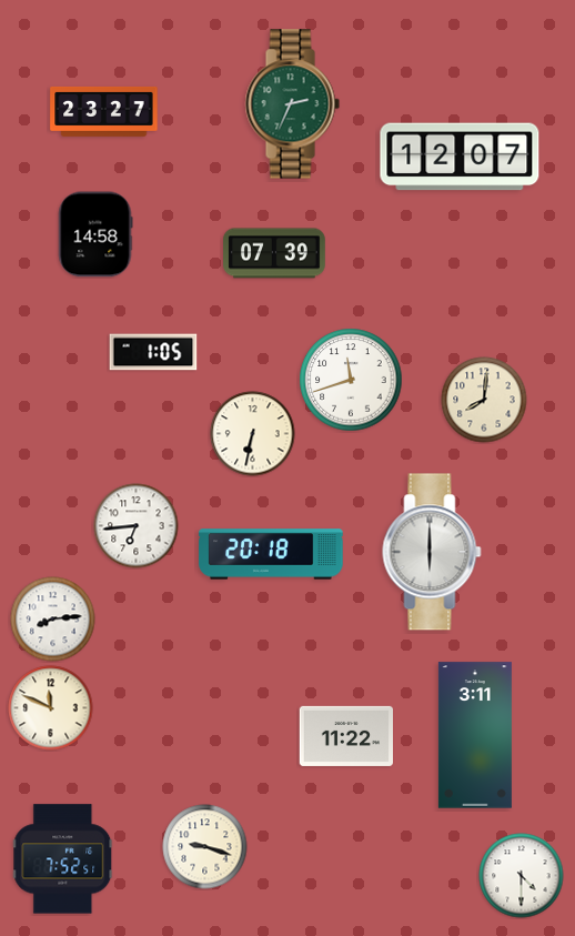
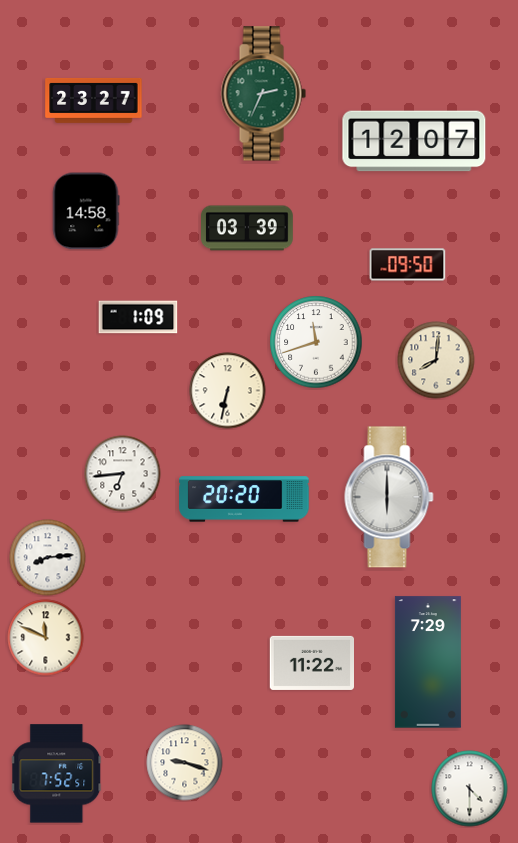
clock at (274, 253): 07:39 -> 03:39
clock at (408, 265): none -> 09:50
clock at (153, 352): 1:05 -> 1:09
clock at (271, 554): 20:18 -> 20:20
clock at (475, 735): 3:11 -> 7:29
